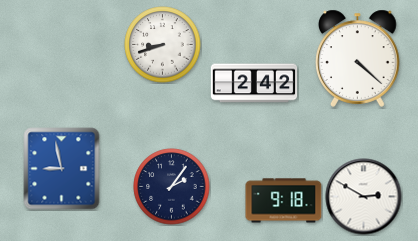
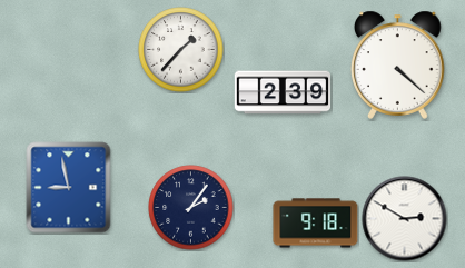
clock at (163, 45): 8:42 -> 1:37
clock at (254, 83): 2:42 -> 2:39
